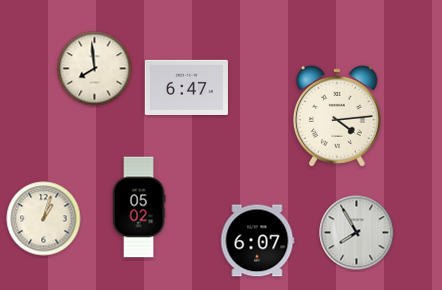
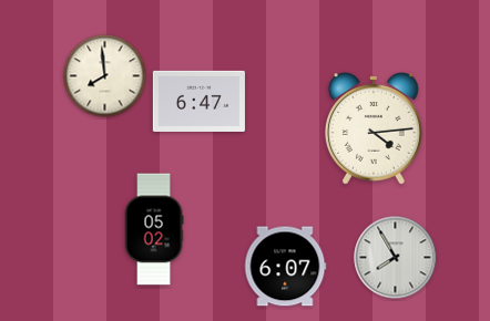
clock at (186, 87) position: (186, 87) -> (198, 101)
clock at (44, 219): 1:03 -> none
